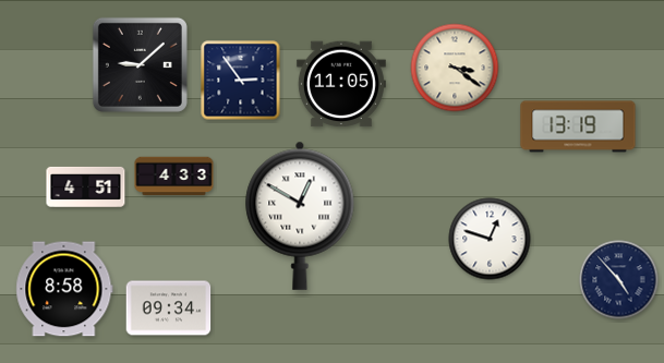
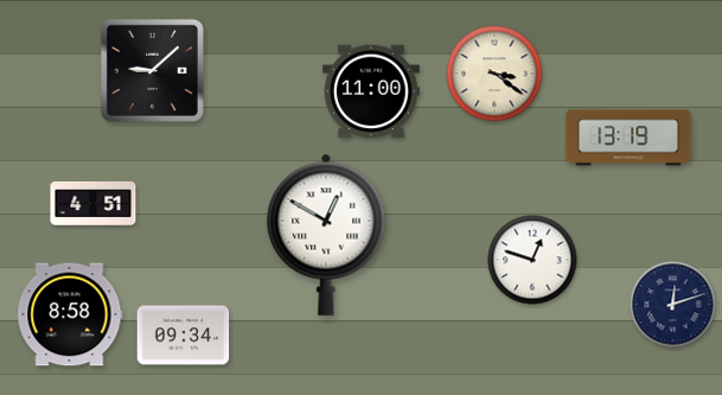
clock at (241, 81): 2:54 -> none
clock at (341, 84): 11:05 -> 11:00
clock at (174, 177): 4:33 -> none
clock at (619, 280): 4:53 -> 12:12
